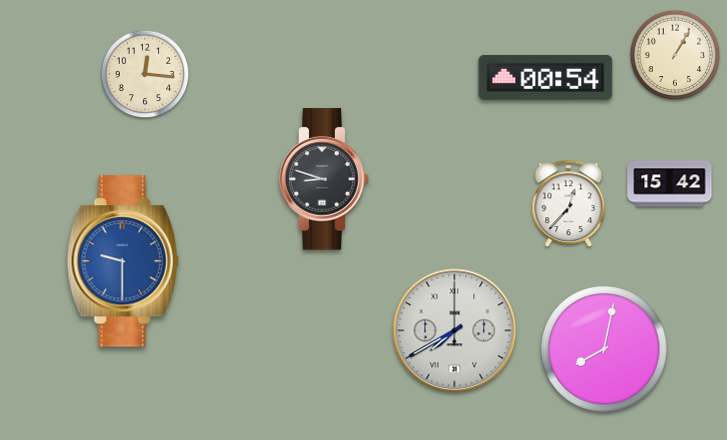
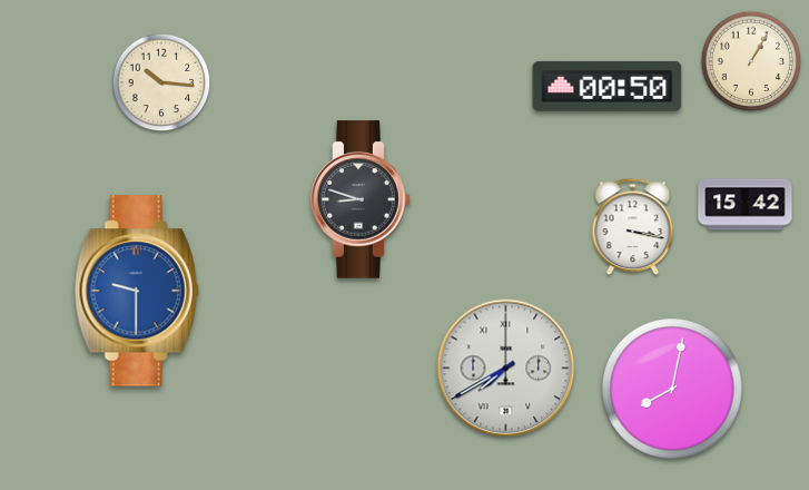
clock at (145, 74): 12:16 -> 10:16
clock at (546, 77): 00:54 -> 00:50
clock at (569, 204): 12:37 -> 3:17
